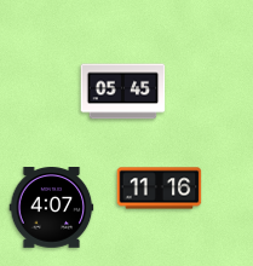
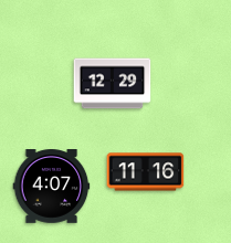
clock at (123, 92): 05:45 -> 12:29
clock at (52, 208) position: (52, 208) -> (52, 187)
